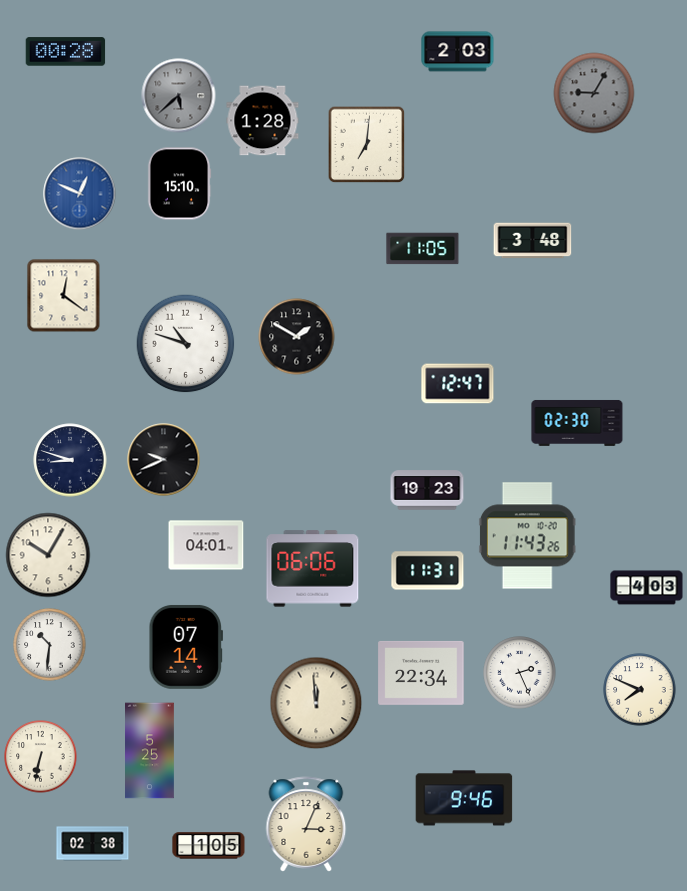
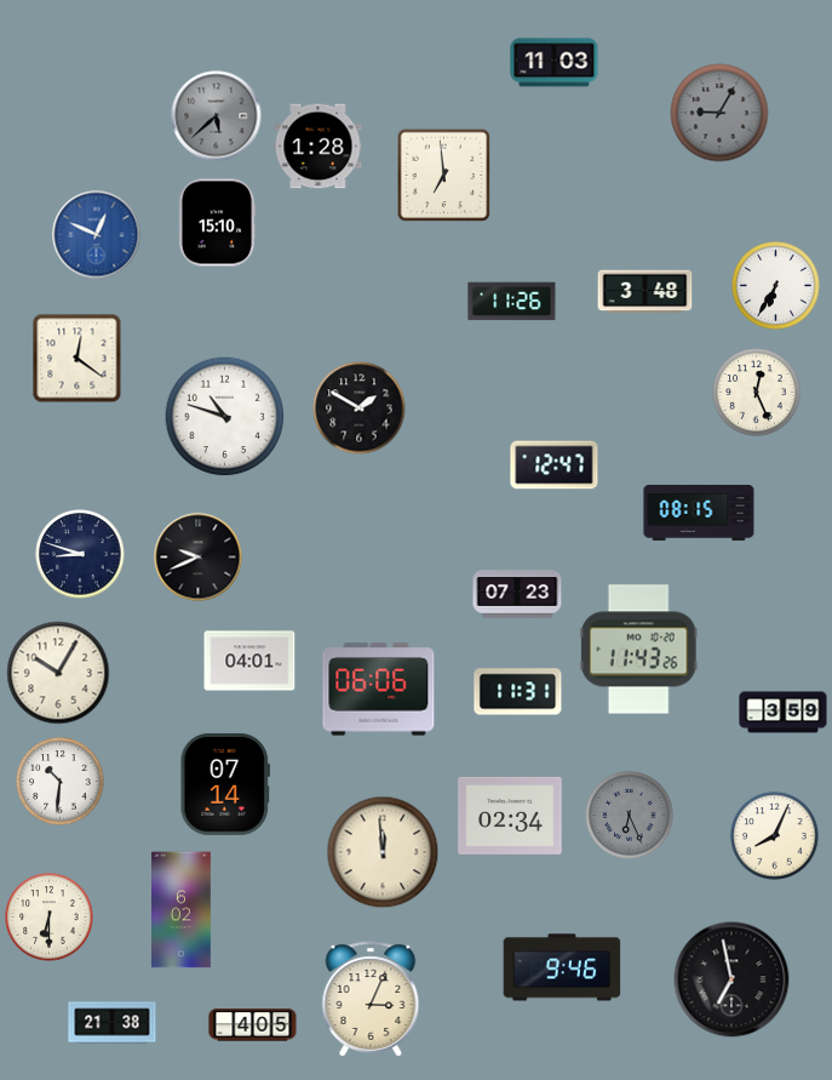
clock at (66, 52): 00:28 -> none
clock at (458, 52): 2:03 -> 11:03
clock at (367, 145): 7:01 -> 6:59
clock at (776, 286): none -> 6:35
clock at (423, 249): 11:05 -> 11:26
clock at (757, 393): none -> 12:26
clock at (577, 423): 02:30 -> 08:15
clock at (70, 460) position: (70, 460) -> (80, 554)
clock at (427, 490): 19:23 -> 07:23
clock at (647, 588): 4:03 -> 3:59
clock at (421, 673): 22:34 -> 02:34
clock at (520, 673): 2:26 -> 6:26
clock at (520, 673) dial: white -> grey
clock at (640, 690): 7:49 -> 8:04
clock at (150, 751): 5:25 -> 6:02
clock at (41, 757): 6:32 -> 6:30
clock at (731, 979): none -> 6:58
clock at (93, 844): 02:38 -> 21:38
clock at (209, 846): 1:05 -> 4:05
